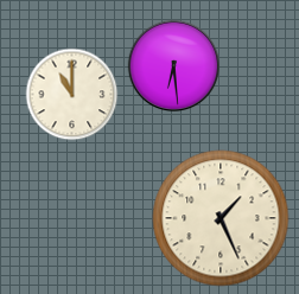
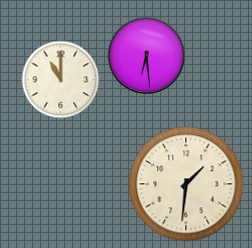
clock at (221, 218): 1:26 -> 1:31
